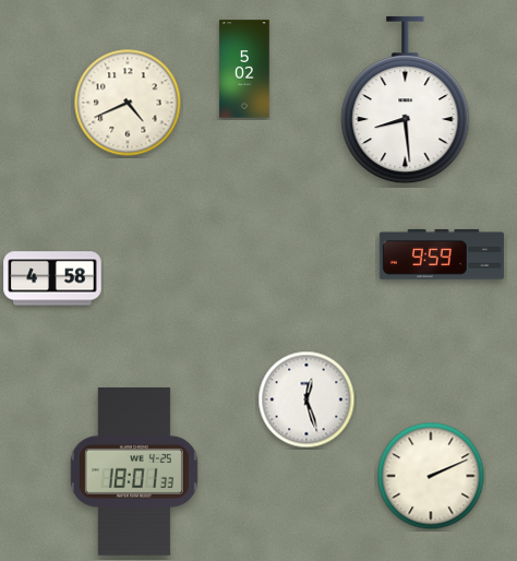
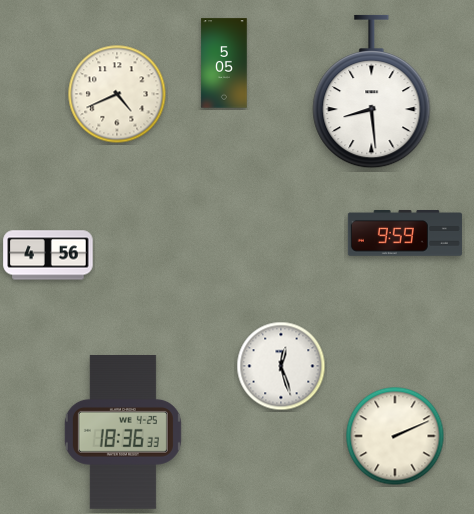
clock at (244, 69): 5:02 -> 5:05
clock at (52, 278): 4:58 -> 4:56
clock at (134, 472): 18:01 -> 18:36
